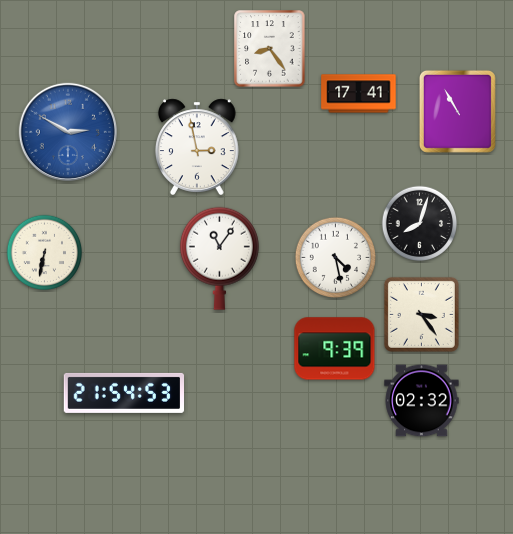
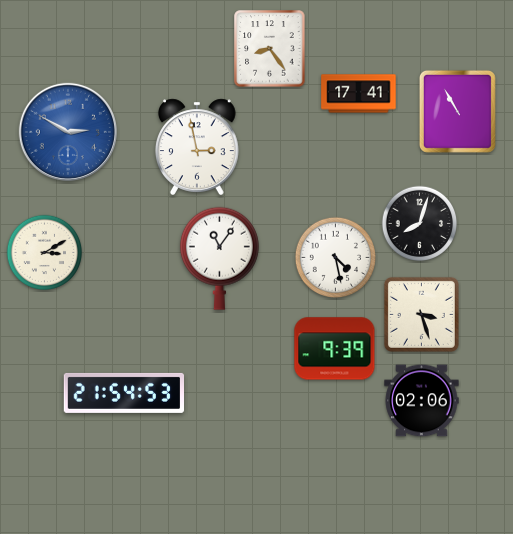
clock at (45, 253): 6:32 -> 3:10
clock at (421, 314): 3:24 -> 3:27
clock at (422, 401): 02:32 -> 02:06
